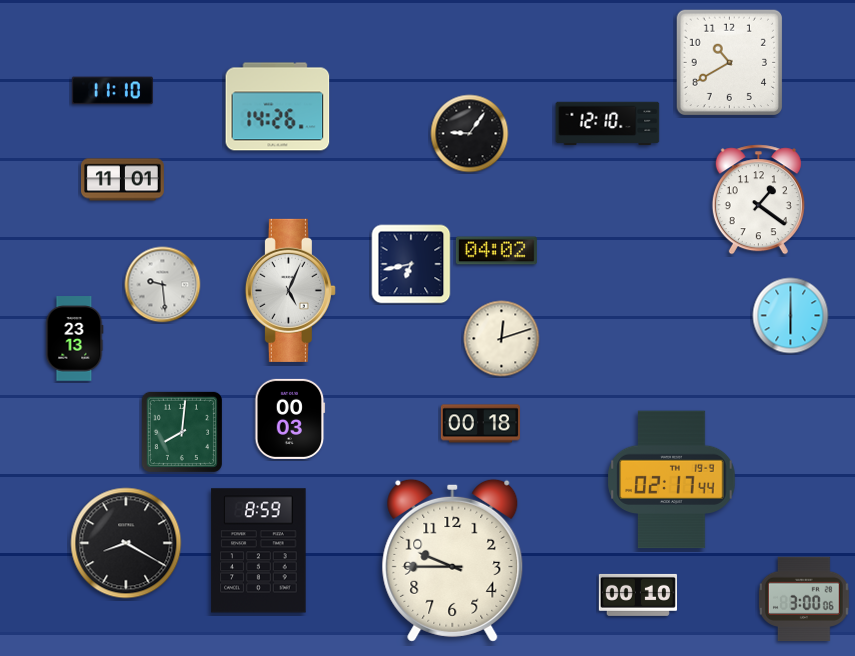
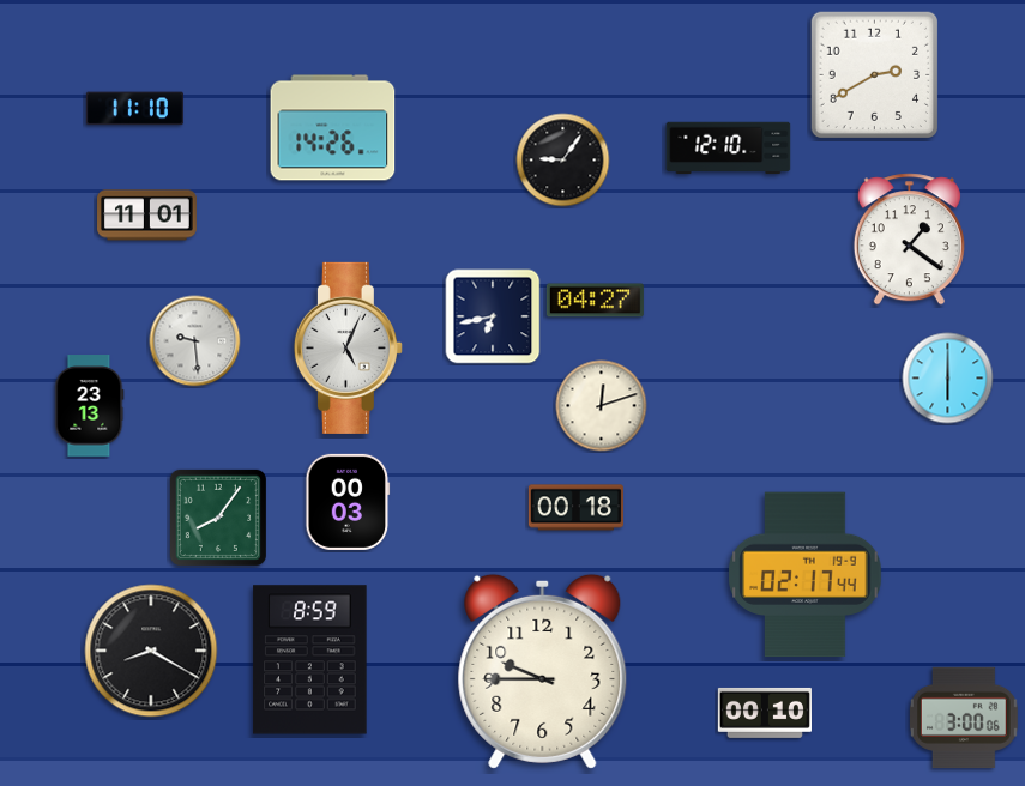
clock at (729, 62): 10:40 -> 2:40
clock at (496, 251): 04:02 -> 04:27
clock at (182, 432): 8:01 -> 8:06
